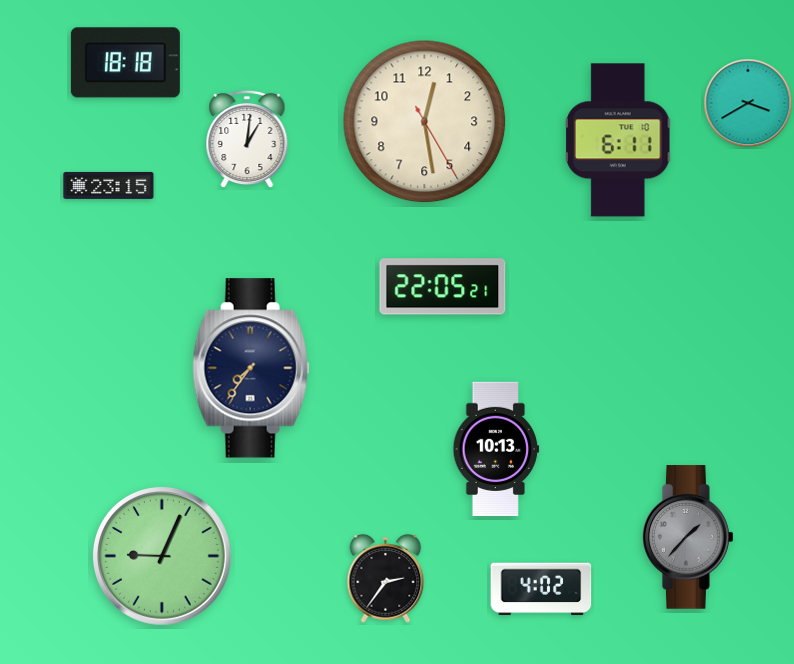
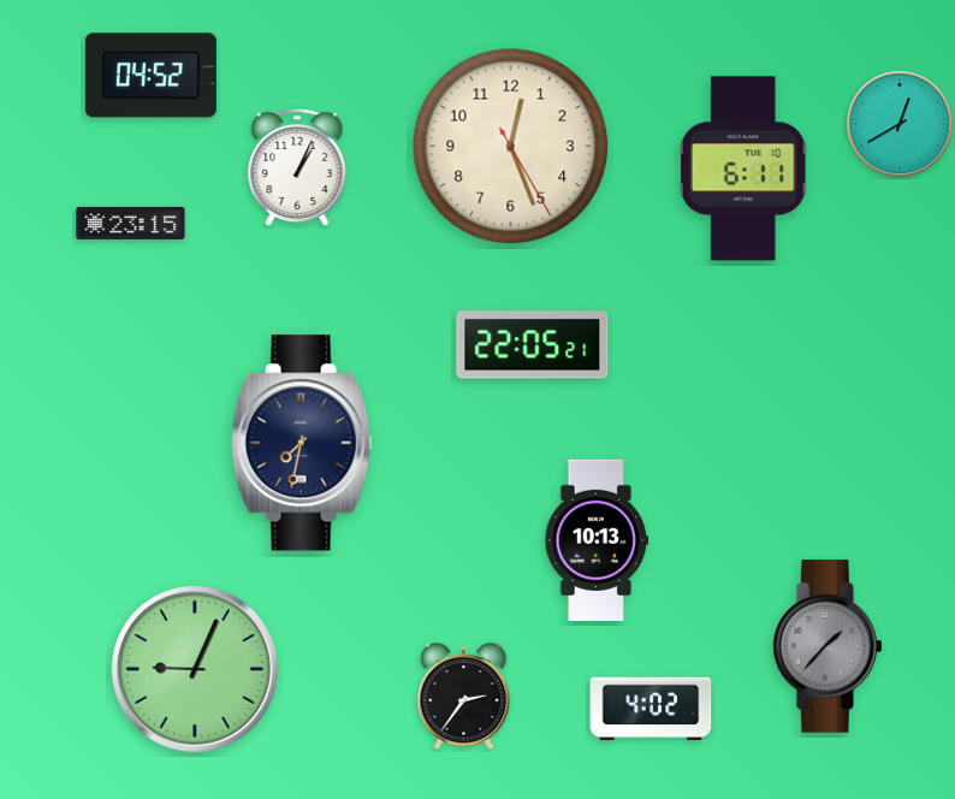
clock at (125, 63): 18:18 -> 04:52
clock at (748, 103): 3:40 -> 12:40
clock at (425, 122): 12:28 -> 12:26
clock at (247, 139): 1:01 -> 1:04
clock at (251, 368): 7:36 -> 7:32
